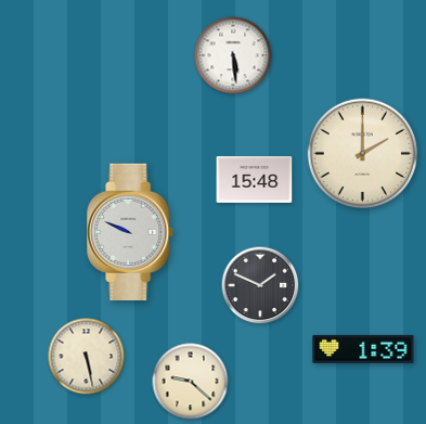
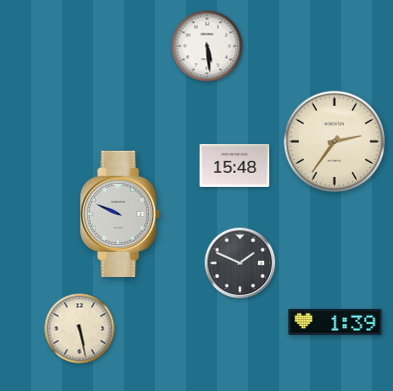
clock at (233, 55) position: (233, 55) -> (207, 46)
clock at (363, 154): 2:00 -> 2:36
clock at (191, 382): 9:22 -> none
